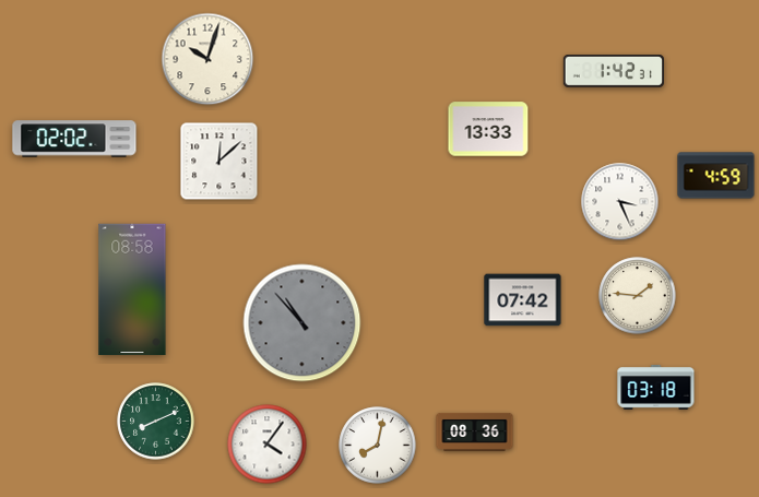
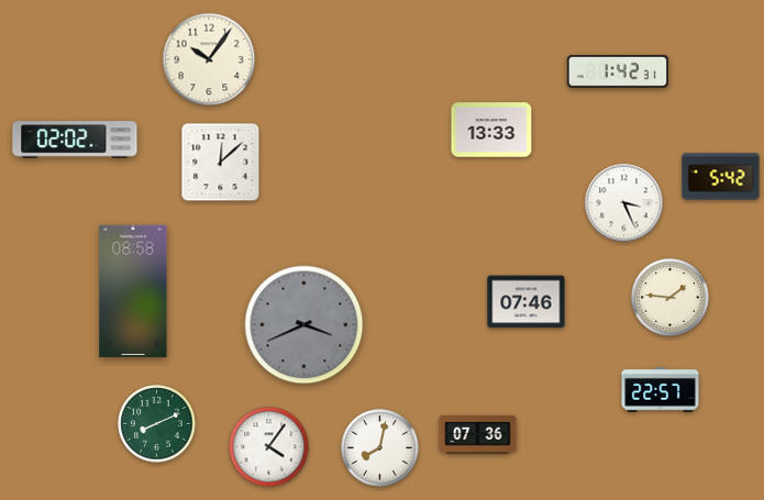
clock at (207, 59): 10:03 -> 10:06
clock at (716, 176): 4:59 -> 5:42
clock at (638, 296) position: (638, 296) -> (671, 298)
clock at (523, 300): 07:42 -> 07:46
clock at (303, 323): 10:53 -> 3:41
clock at (656, 387): 03:18 -> 22:57
clock at (475, 431): 08:36 -> 07:36
